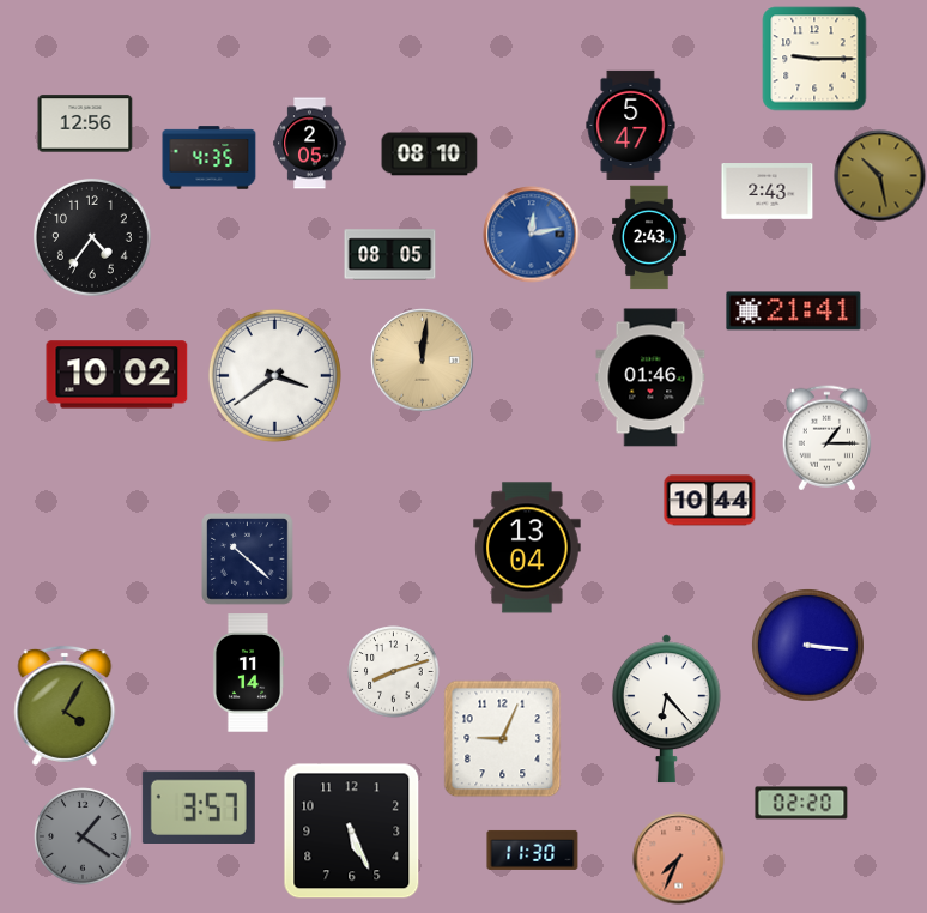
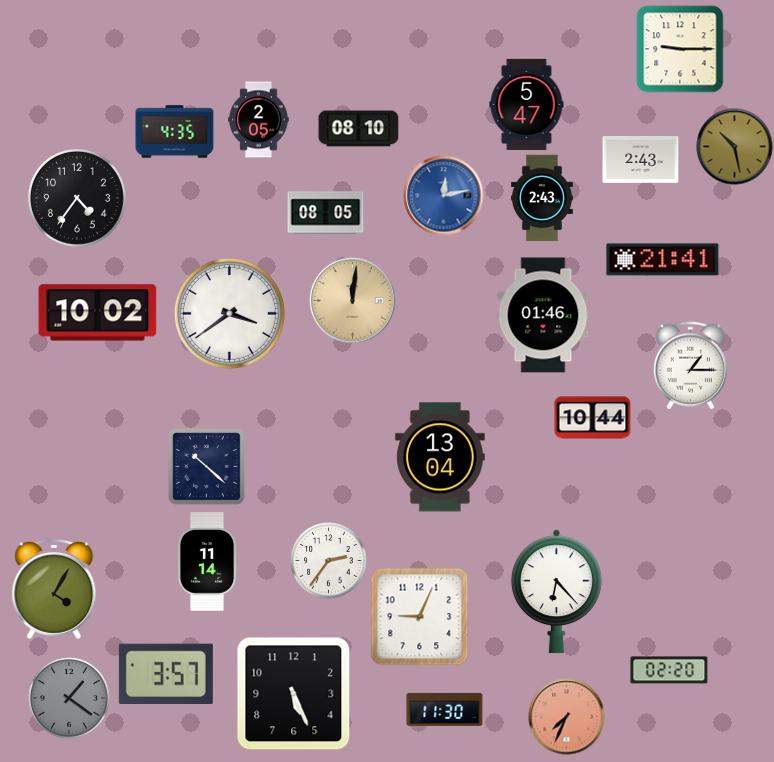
clock at (85, 123): 12:56 -> none
clock at (808, 646): 3:16 -> none
clock at (394, 672): 8:12 -> 2:36
